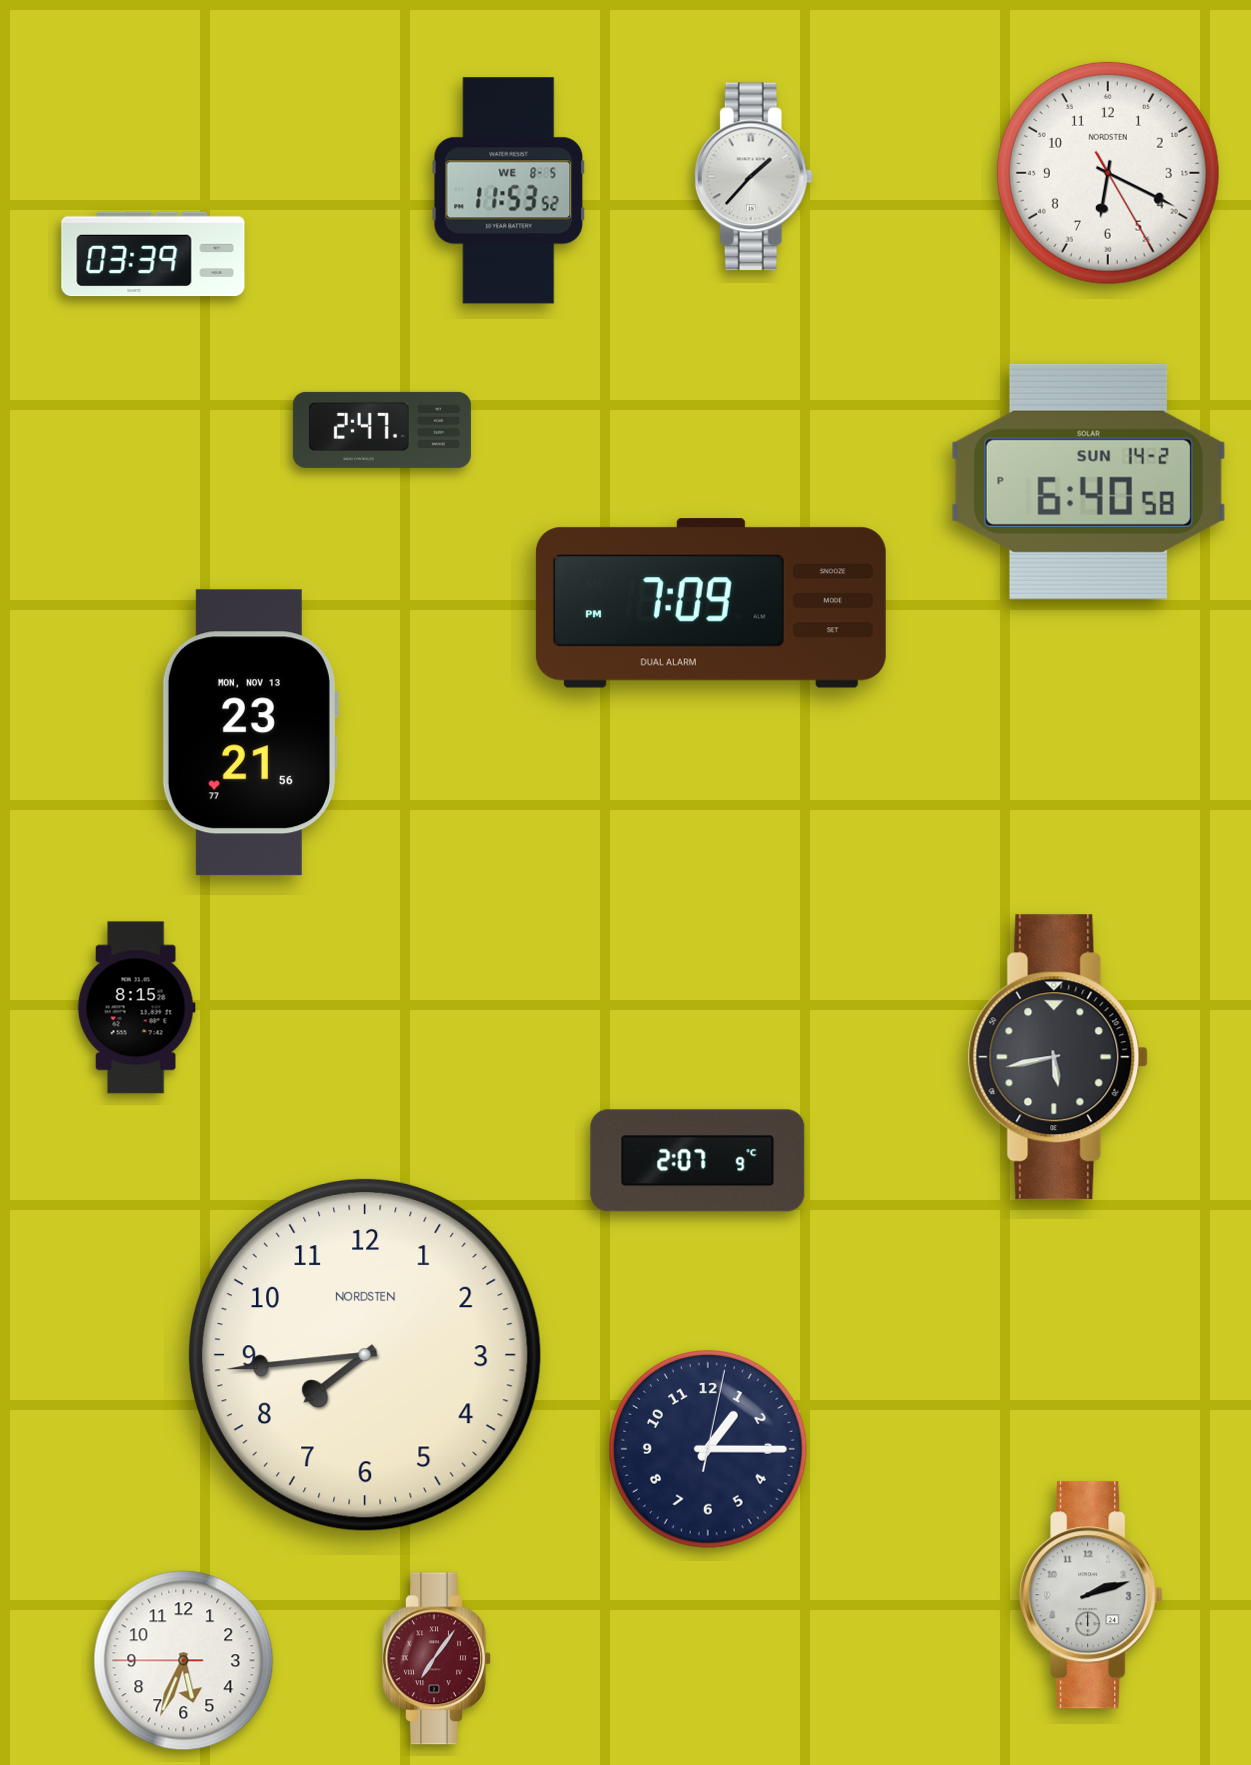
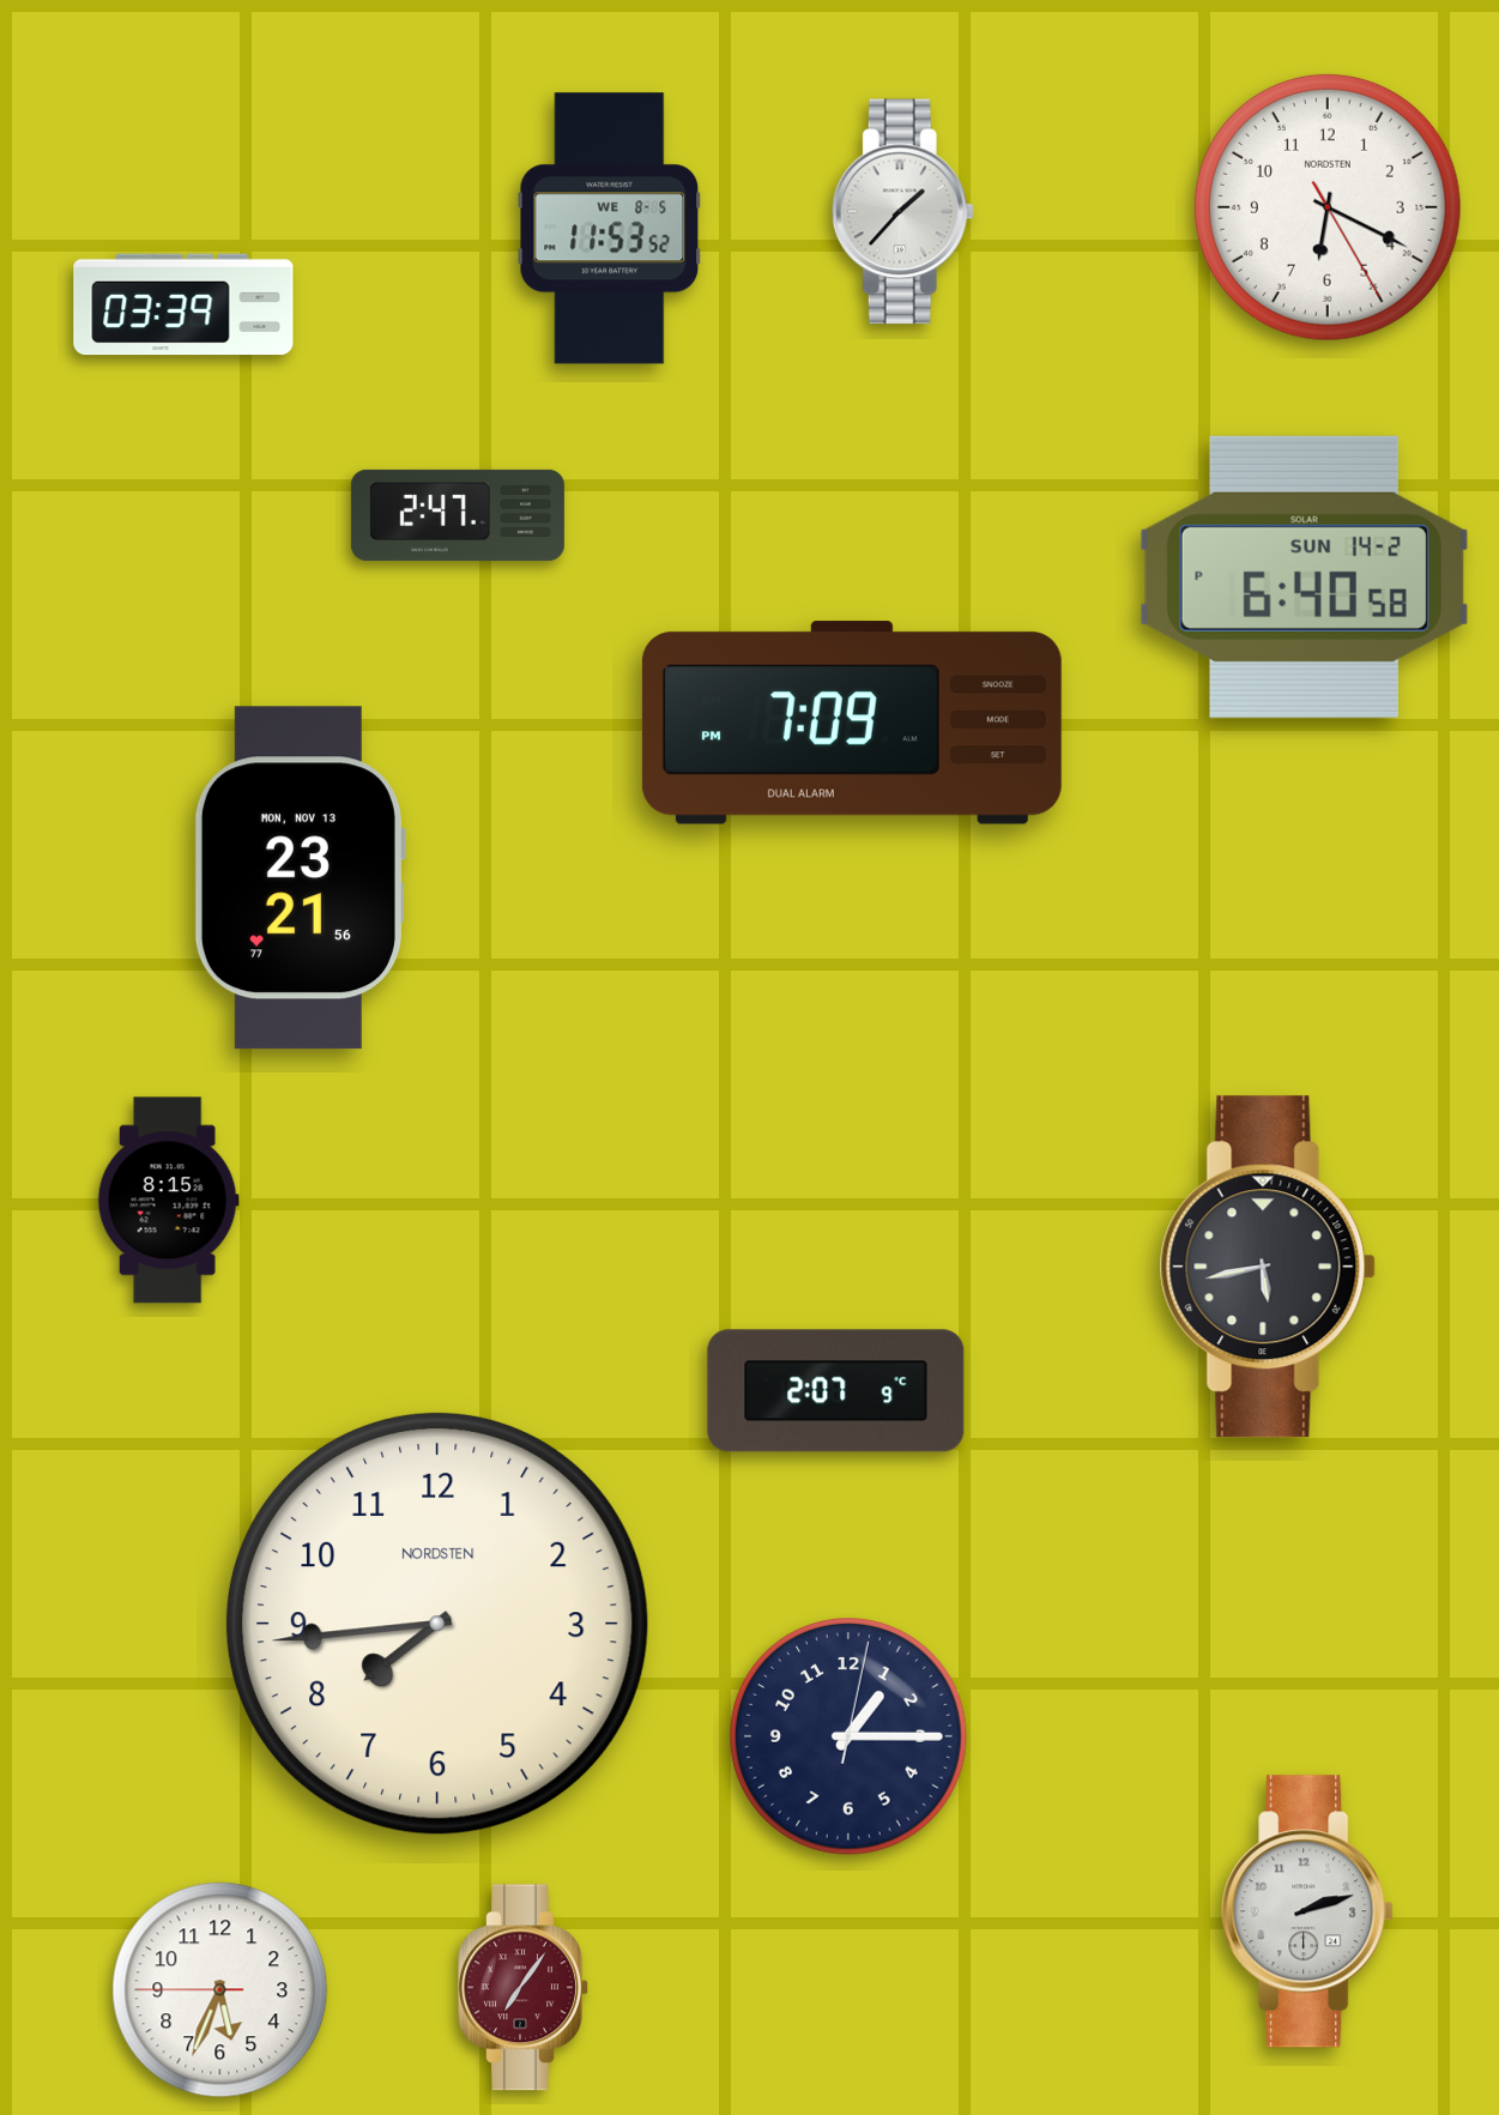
clock at (136, 1008) position: (136, 1008) -> (168, 1201)
